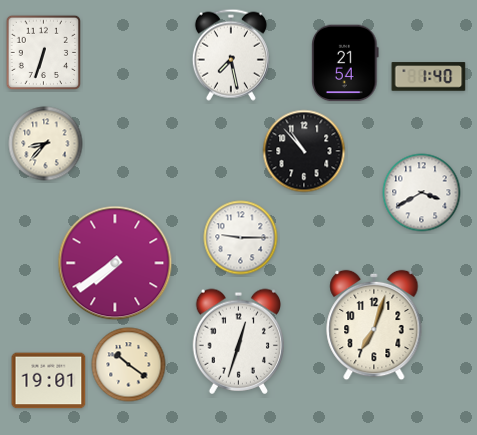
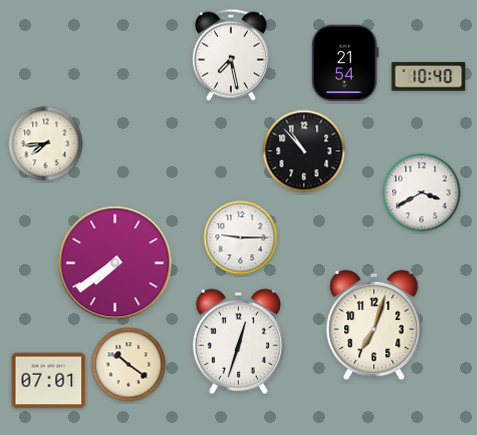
clock at (43, 52): 6:33 -> none
clock at (429, 77): 1:40 -> 10:40
clock at (46, 144): 8:37 -> 7:44
clock at (49, 381): 19:01 -> 07:01
